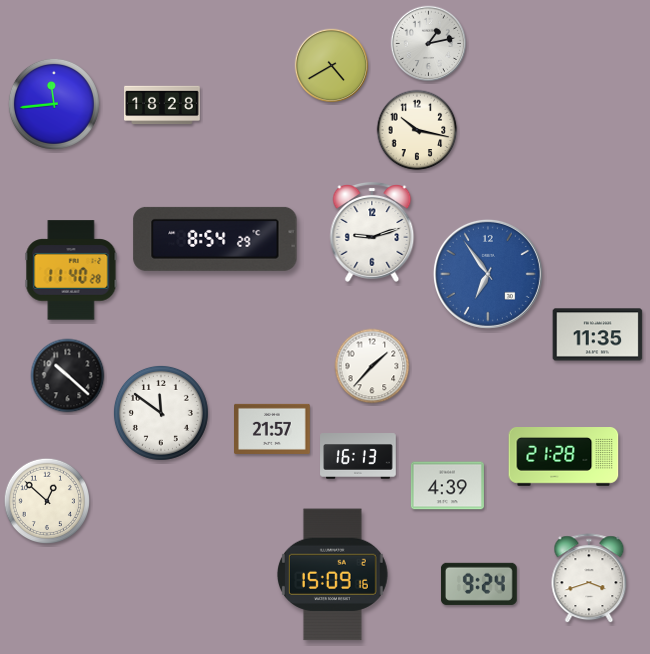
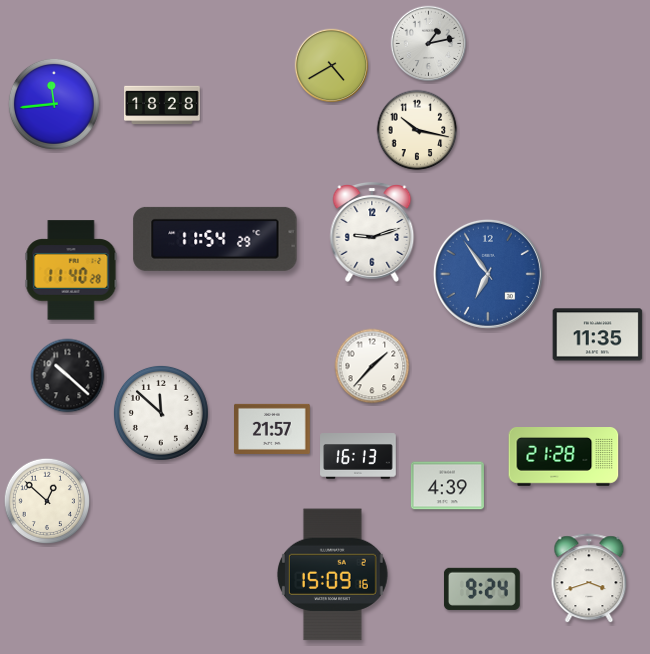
clock at (215, 239): 8:54 -> 11:54
clock at (161, 413): 11:51 -> 11:52
clock at (479, 584) position: (479, 584) -> (482, 589)
